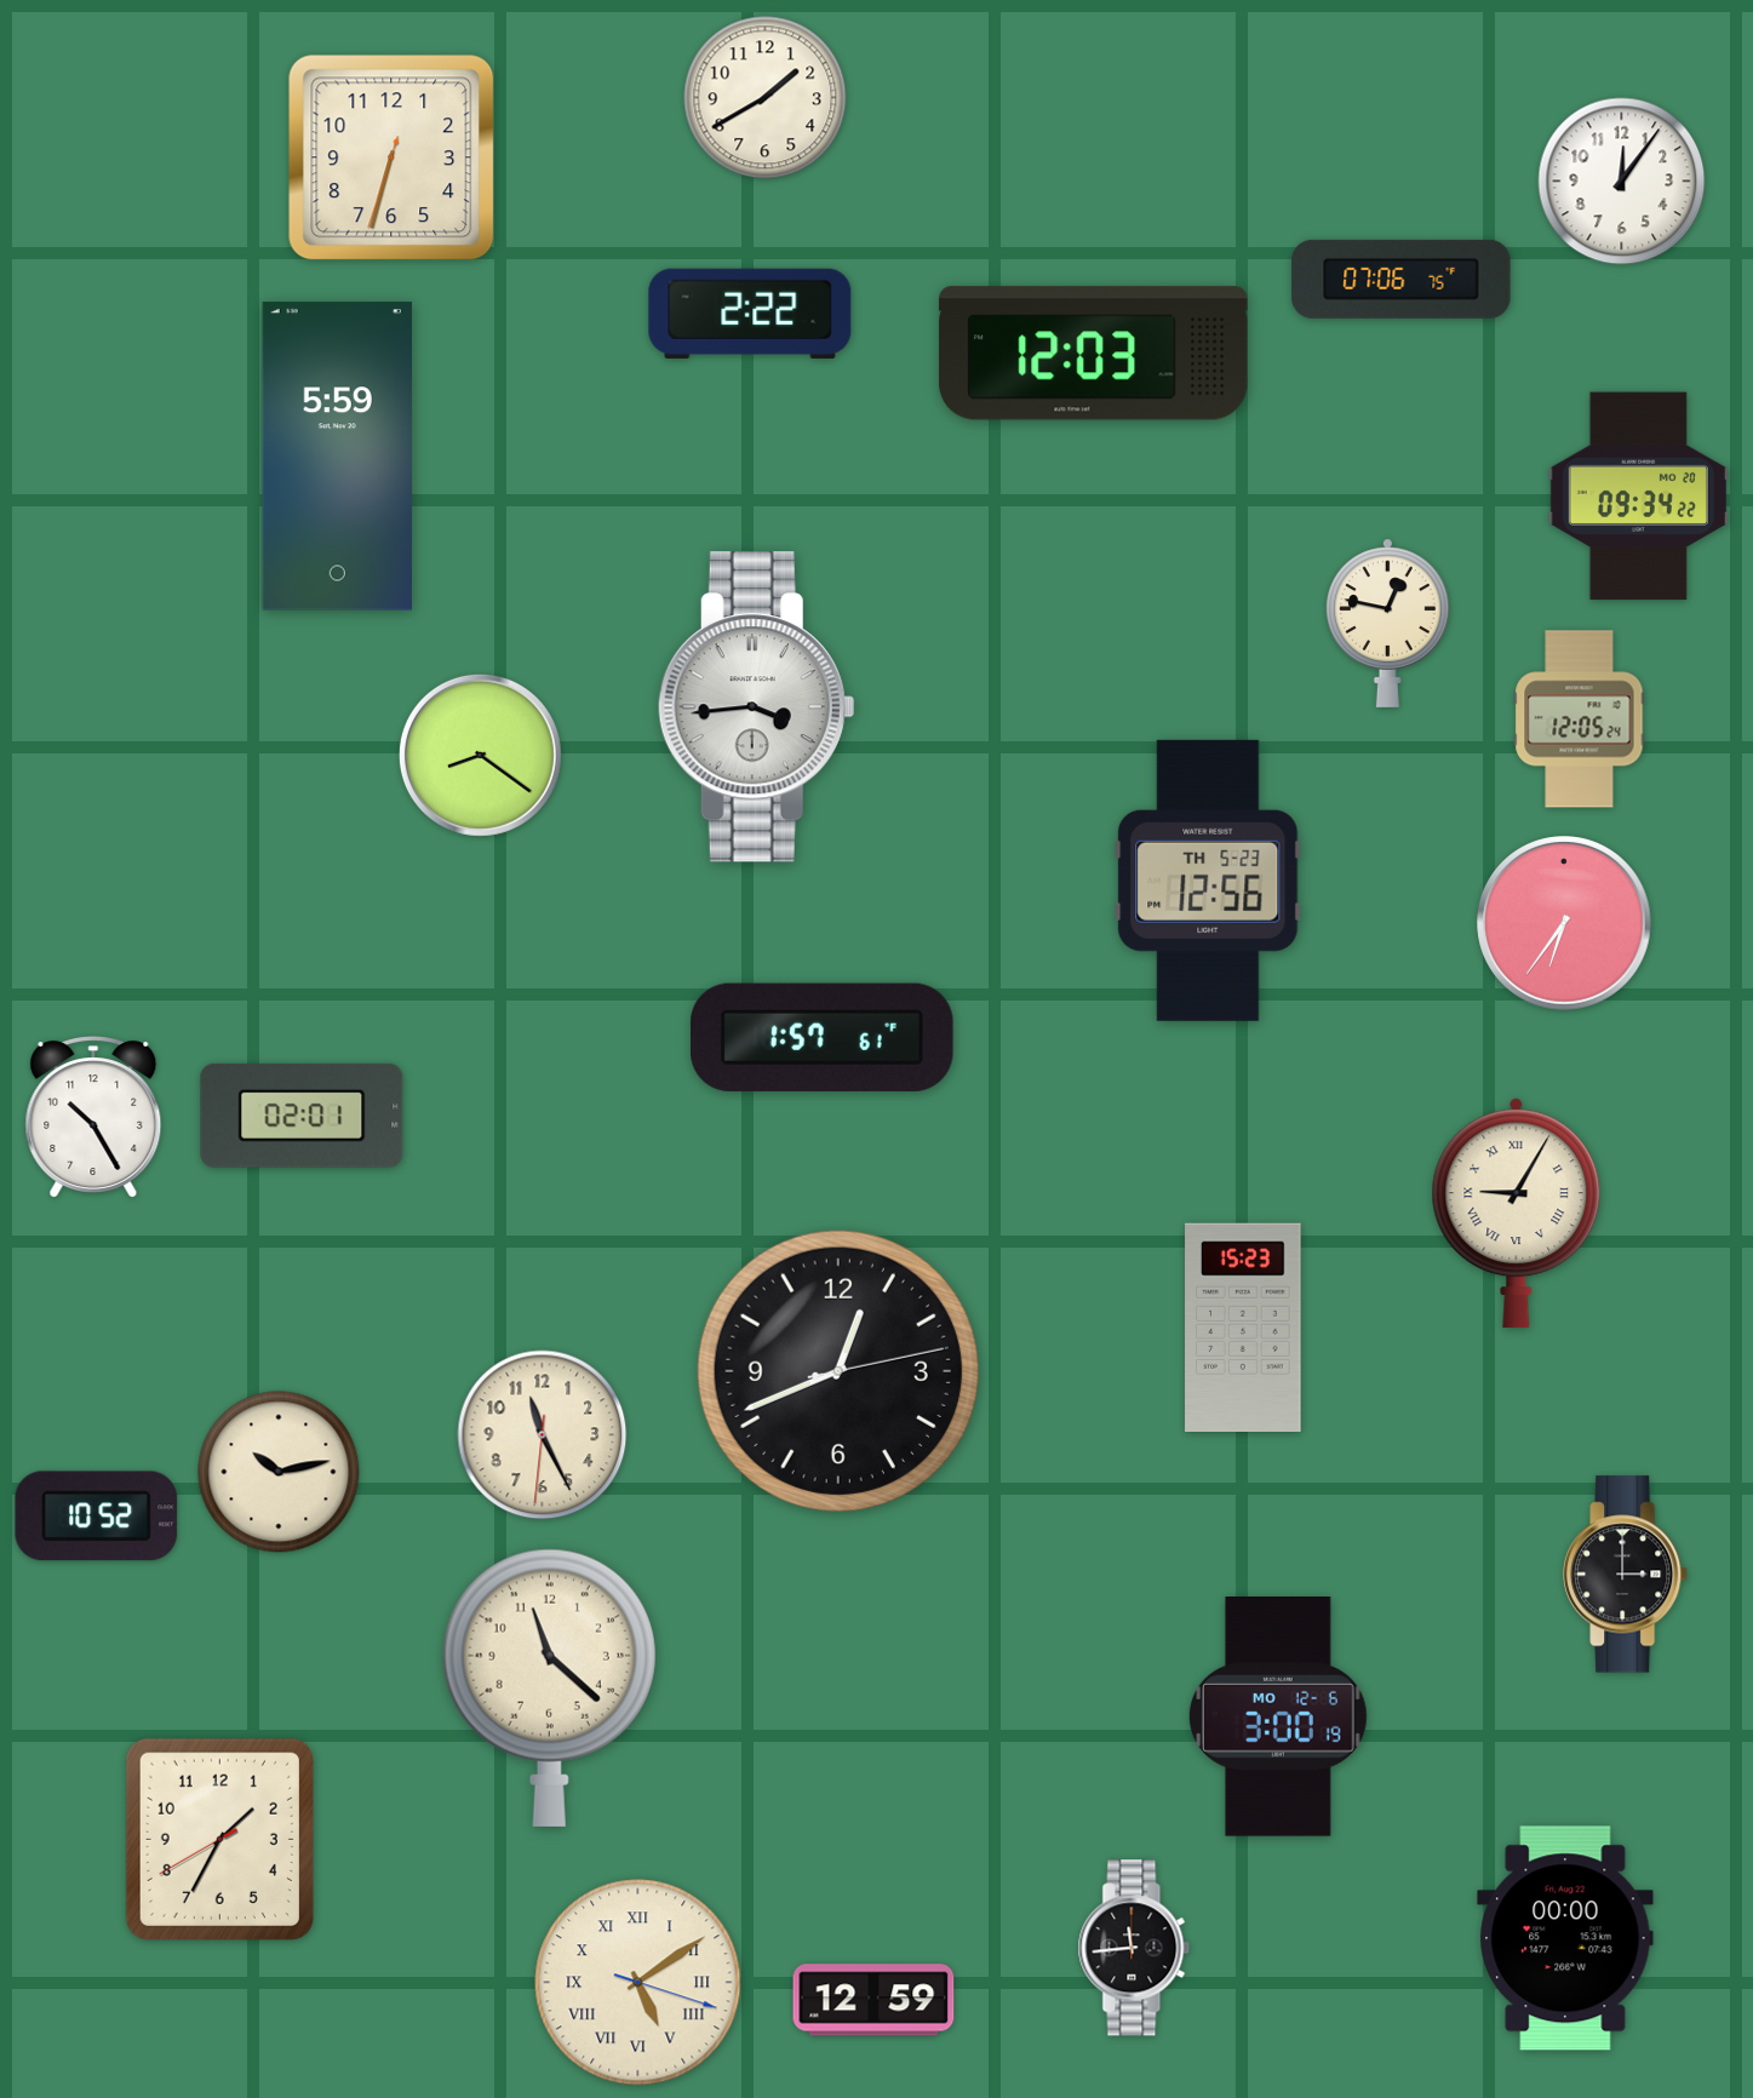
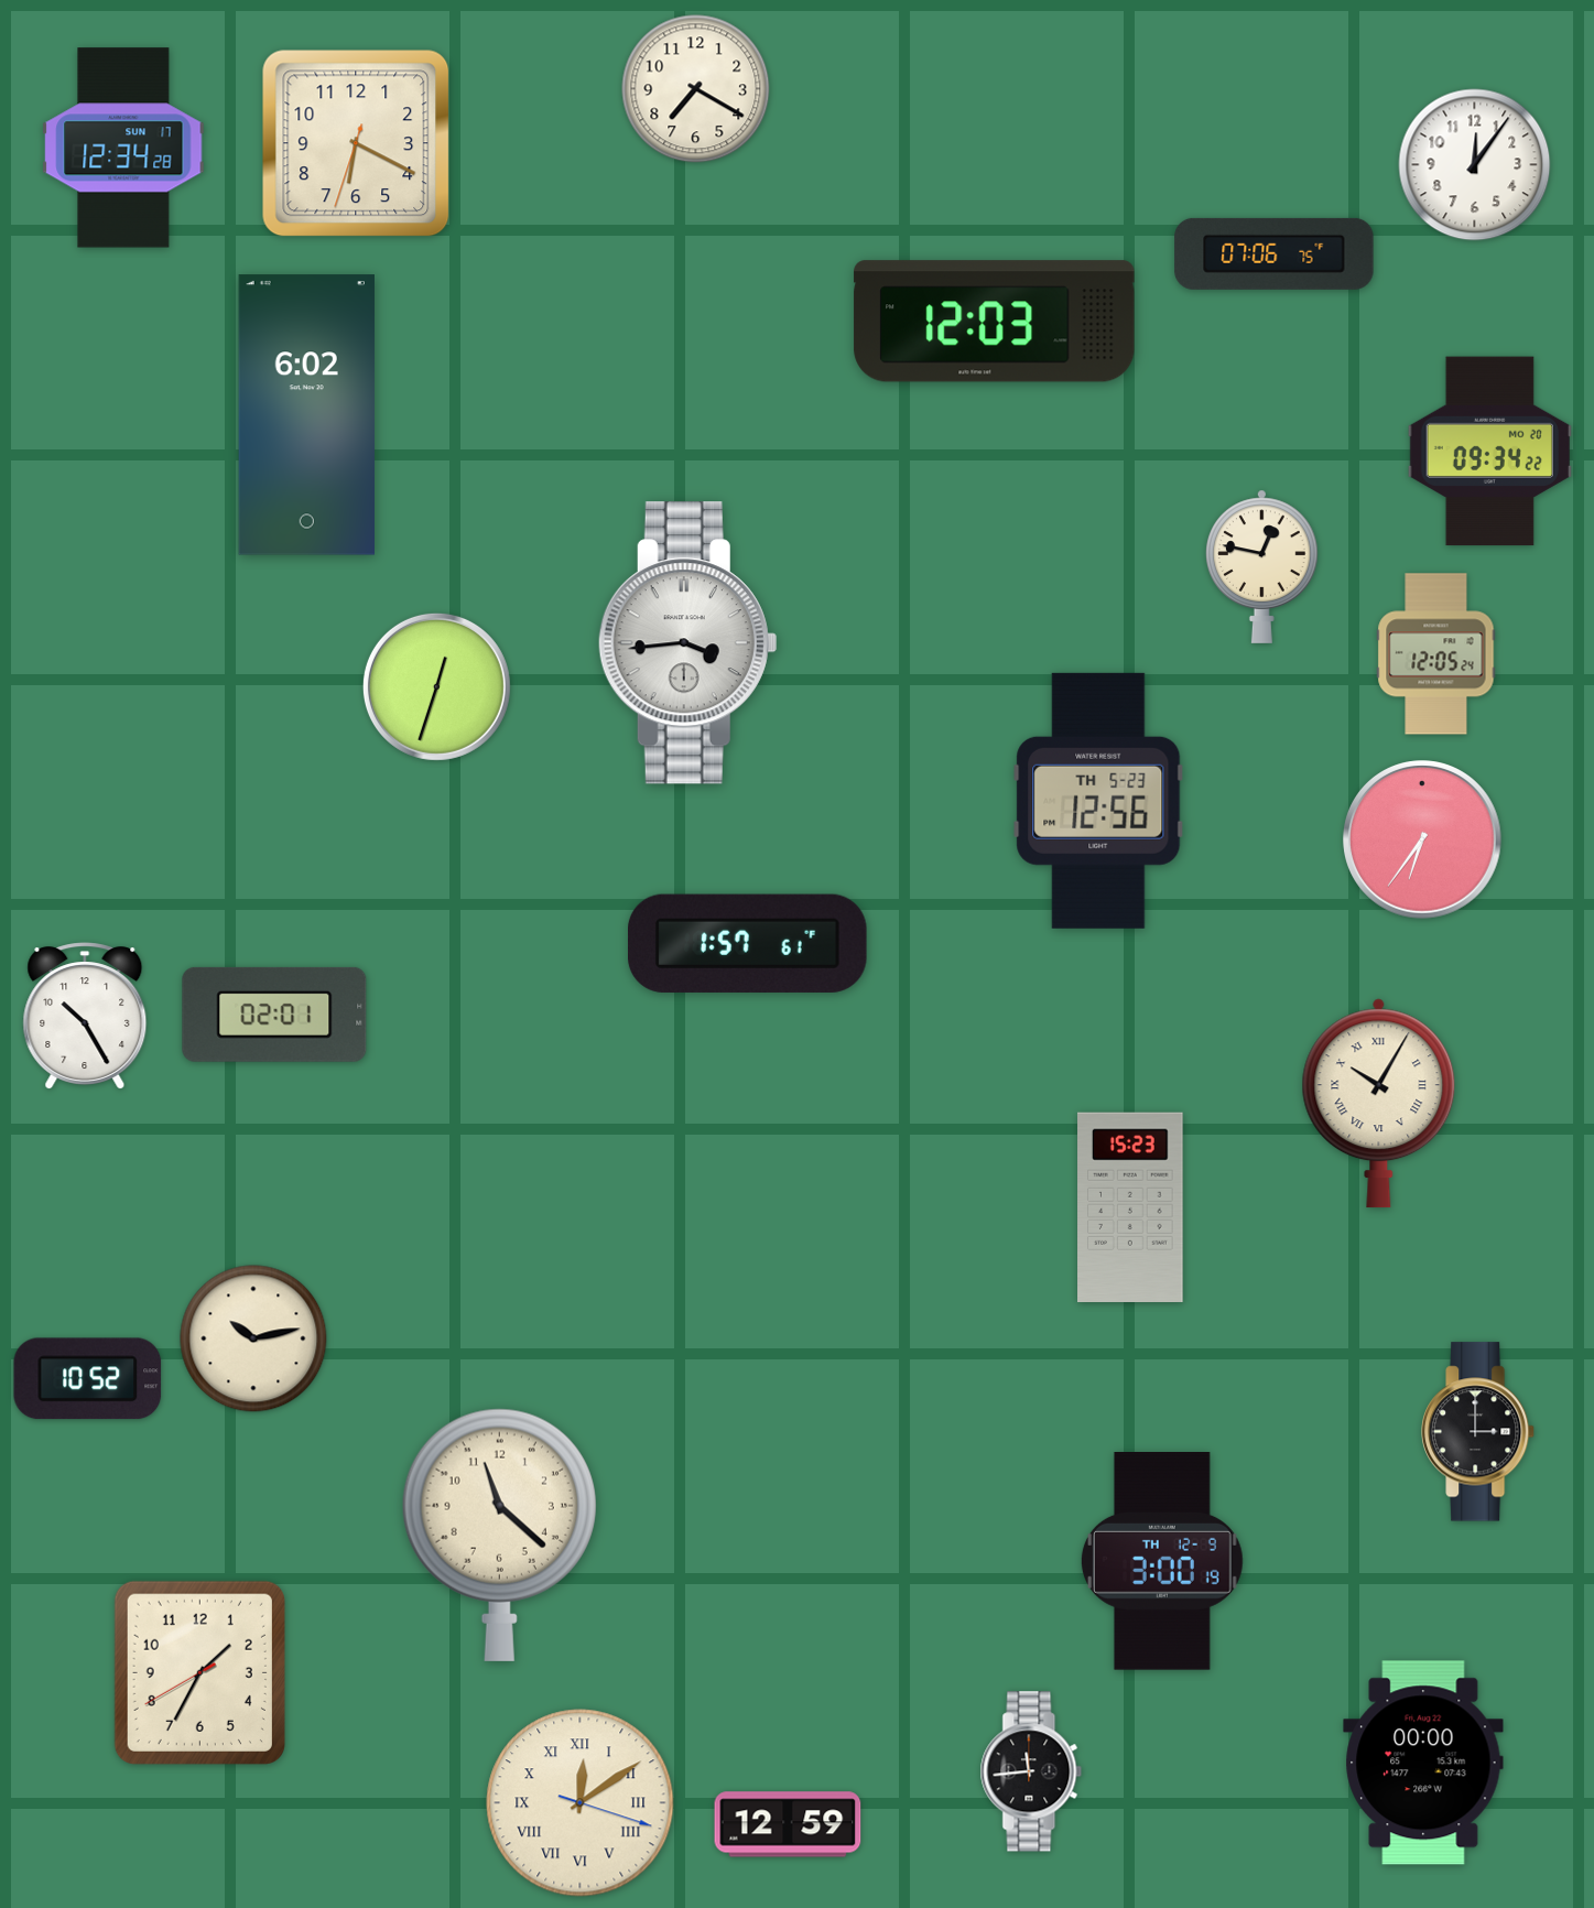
clock at (766, 98): 1:40 -> 7:20
clock at (391, 157): 6:32 -> 6:19
clock at (123, 148): none -> 12:34
clock at (750, 314): 2:22 -> none
clock at (337, 457): 5:59 -> 6:02
clock at (480, 755): 8:21 -> 12:33
clock at (1517, 1214): 9:05 -> 10:05
clock at (838, 1371): 12:41 -> none
clock at (543, 1435): 11:25 -> none
clock at (1278, 1718) date: MO 12-6 -> TH 12-9
clock at (638, 1983): 5:09 -> 12:09
clock at (873, 2000) position: (873, 2000) -> (788, 1824)
